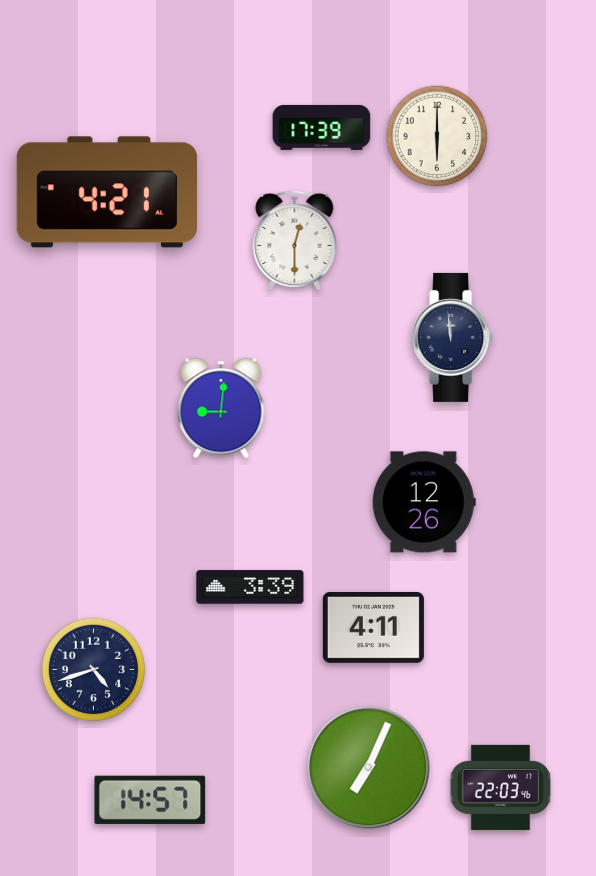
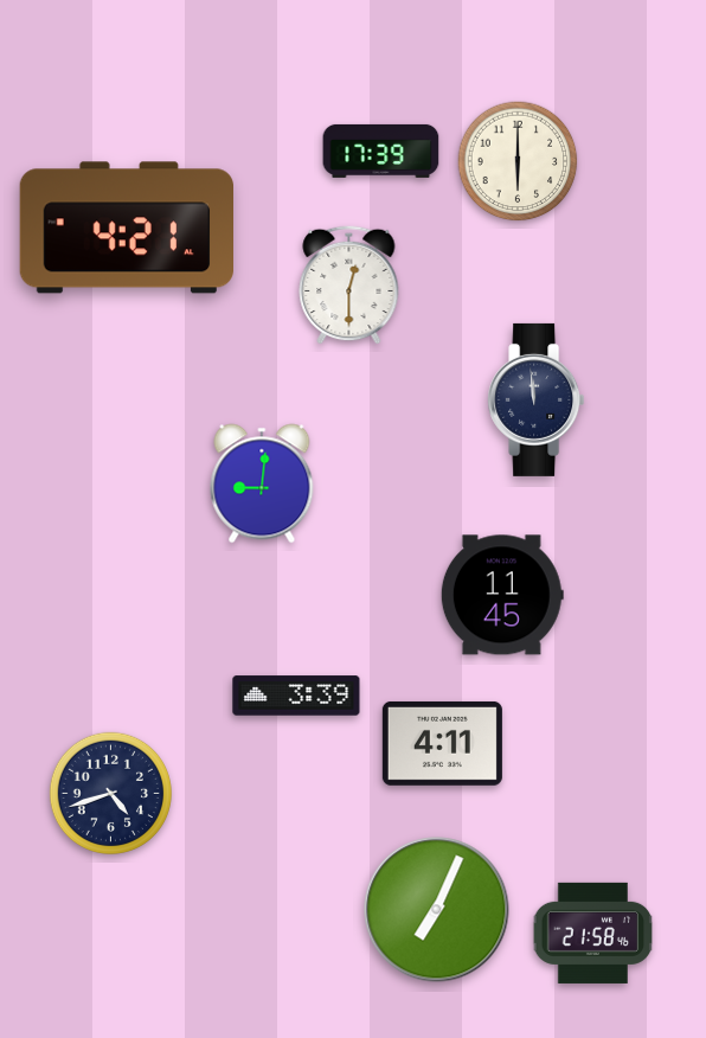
clock at (424, 502): 12:26 -> 11:45
clock at (501, 787): 22:03 -> 21:58
clock at (150, 800): 14:57 -> none
